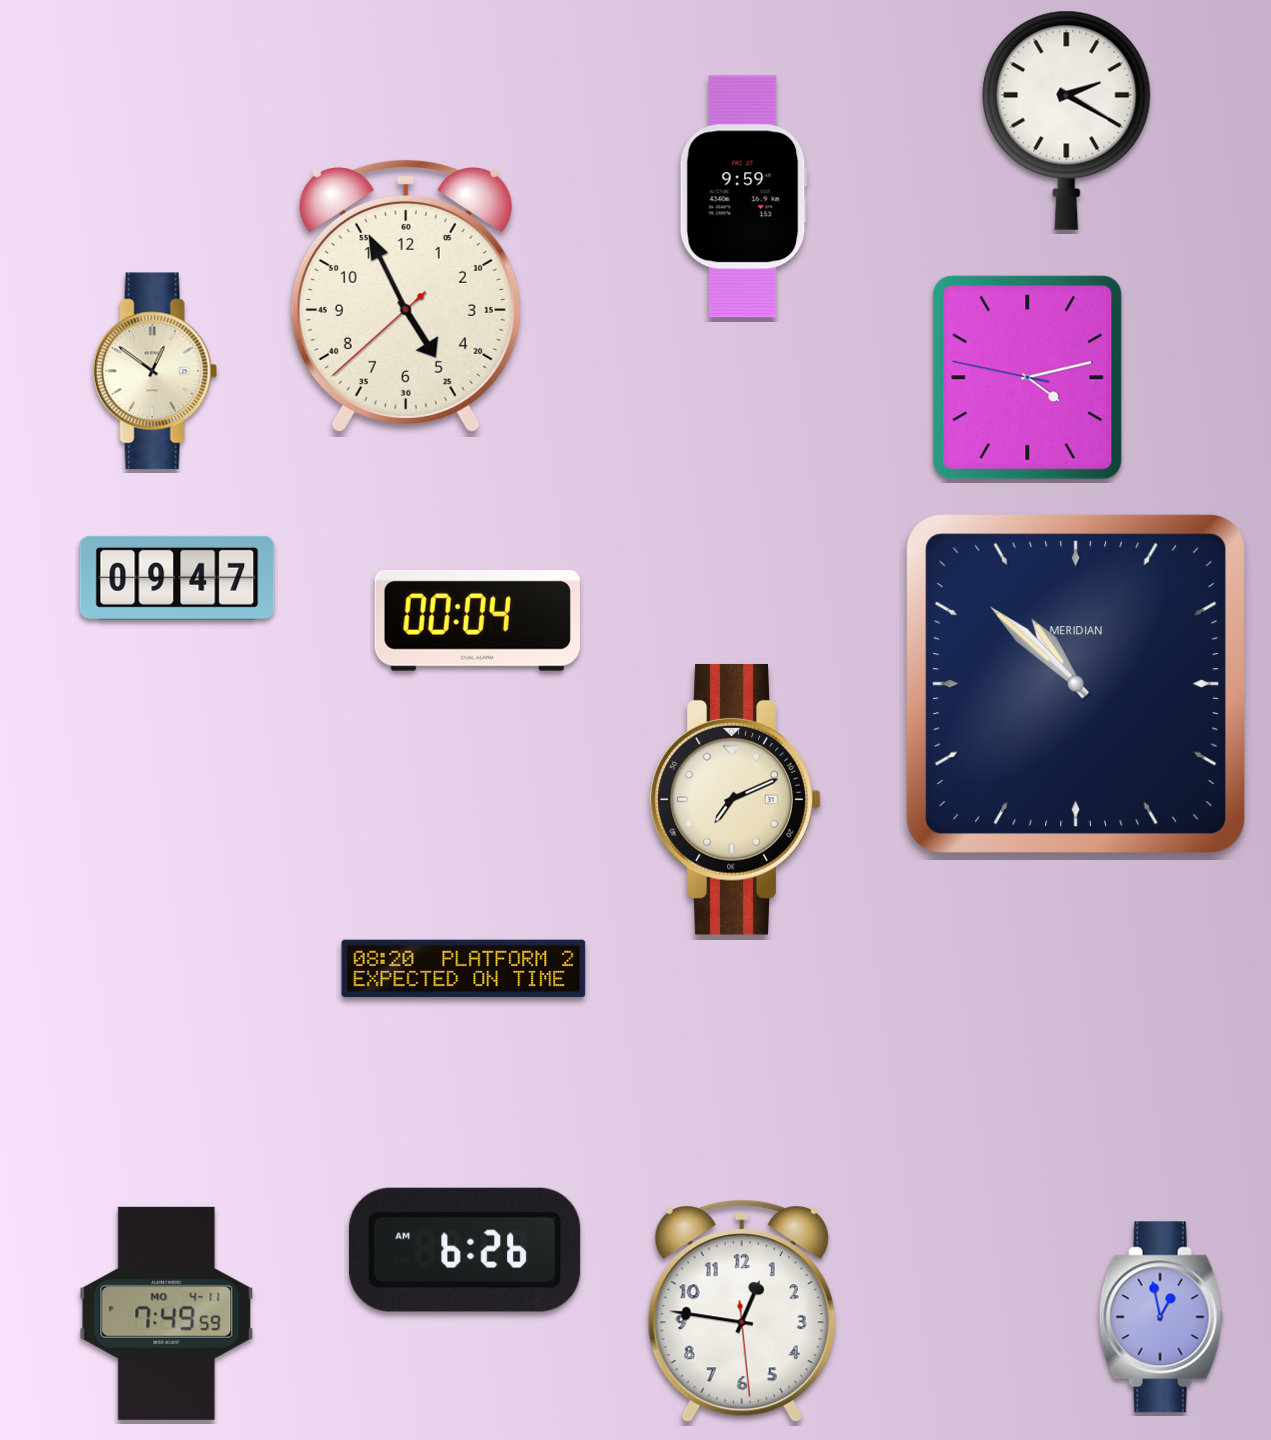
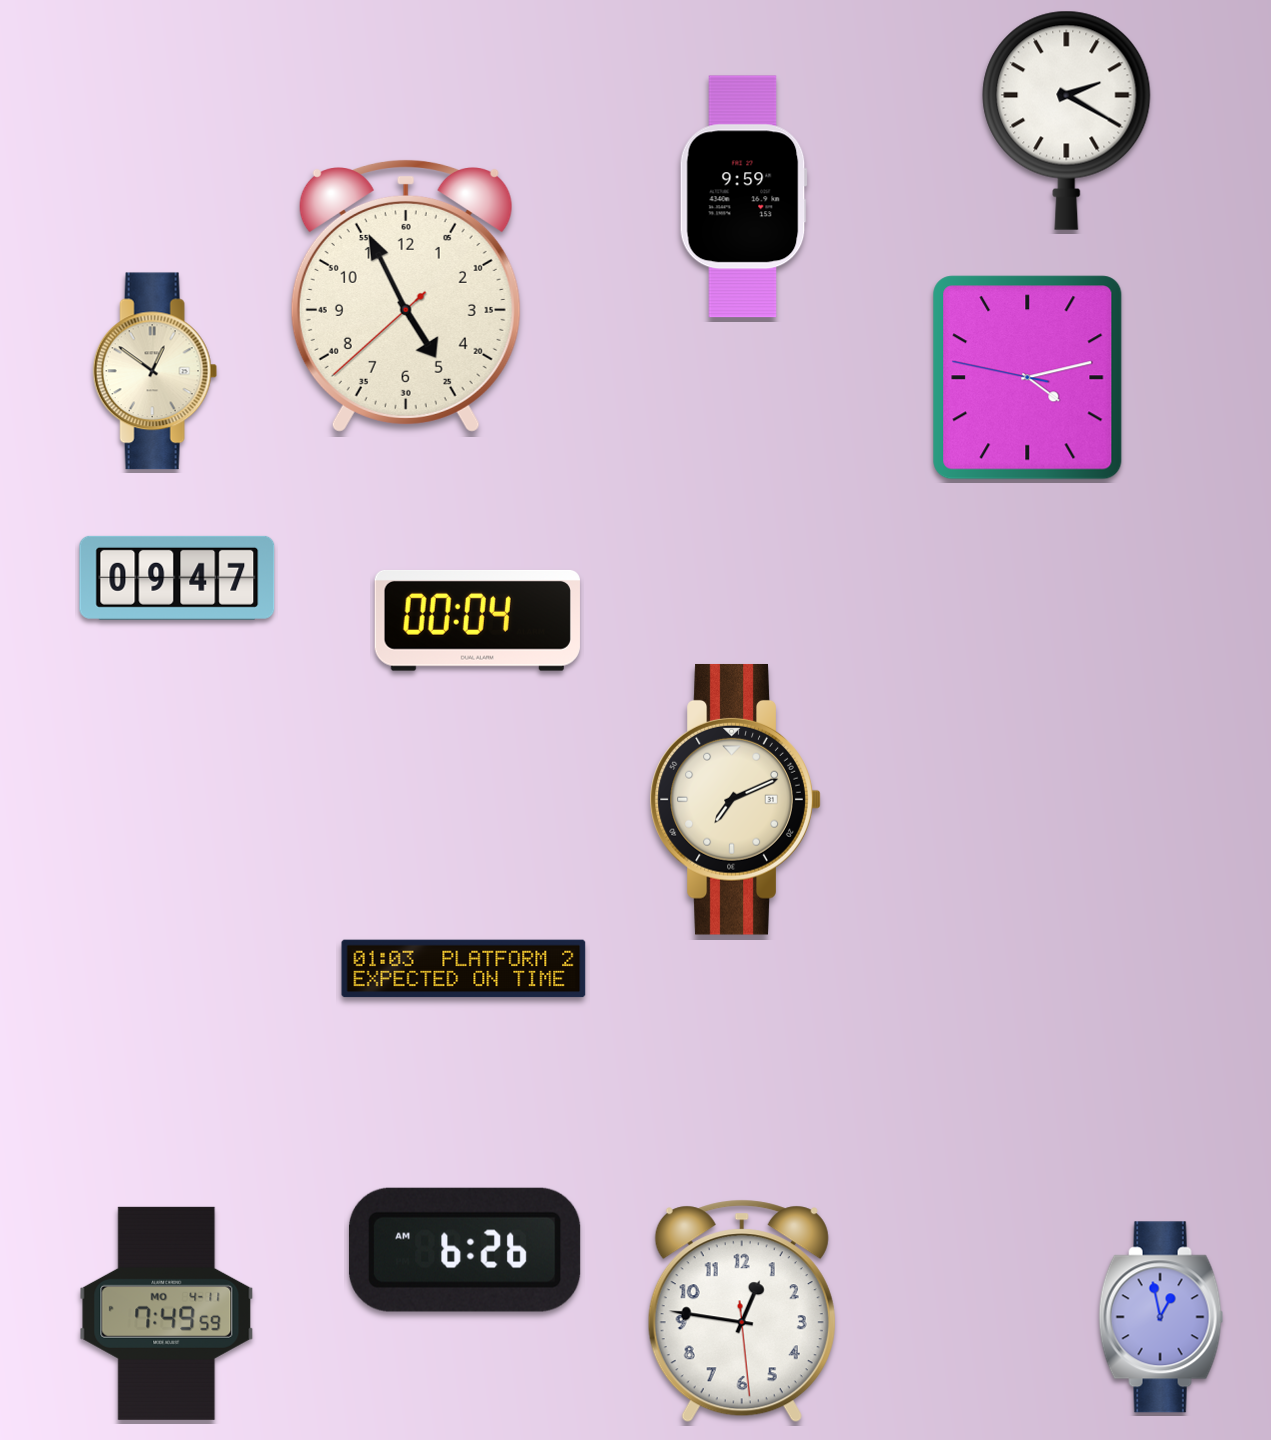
clock at (1076, 684): 10:52 -> none
clock at (464, 969): 08:20 -> 01:03
